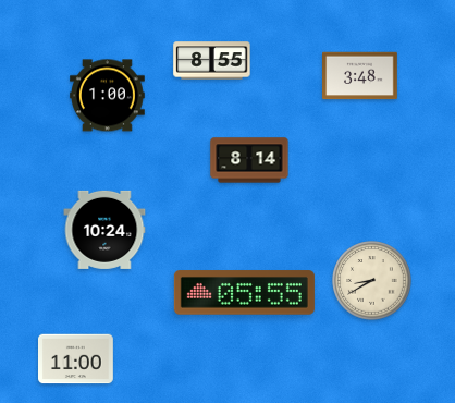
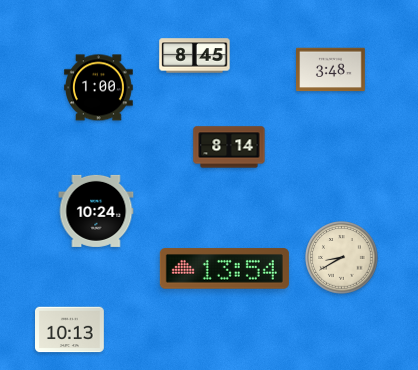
clock at (212, 61): 8:55 -> 8:45
clock at (244, 293): 05:55 -> 13:54
clock at (76, 359): 11:00 -> 10:13
